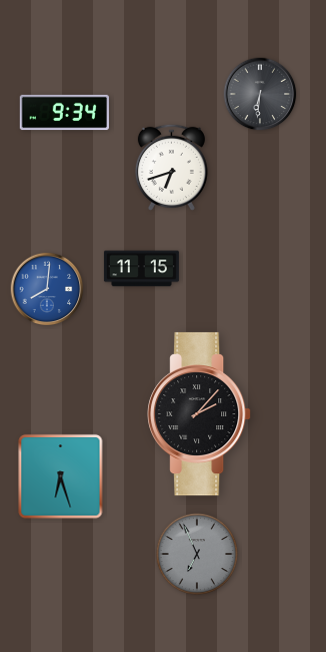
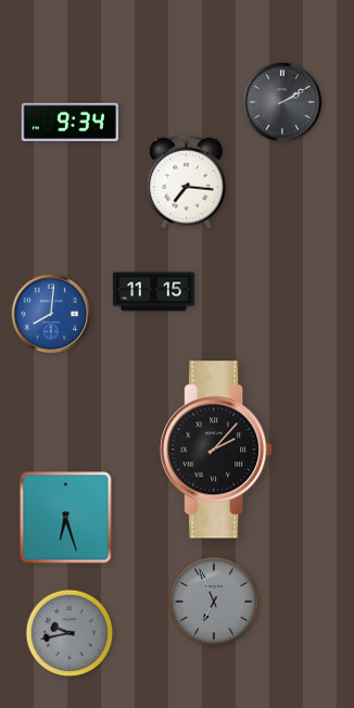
clock at (260, 94): 6:31 -> 2:10
clock at (171, 167): 6:42 -> 7:16
clock at (69, 633): none -> 9:43
